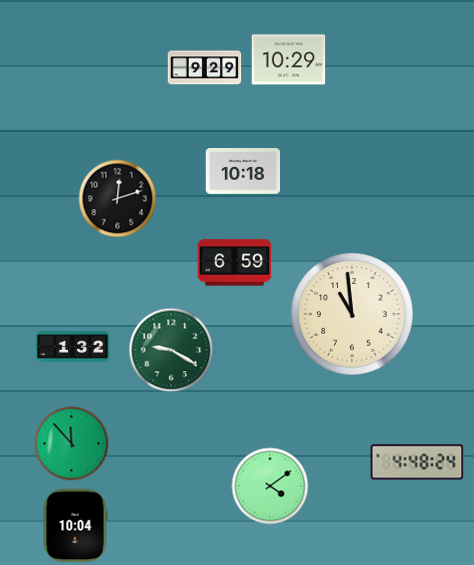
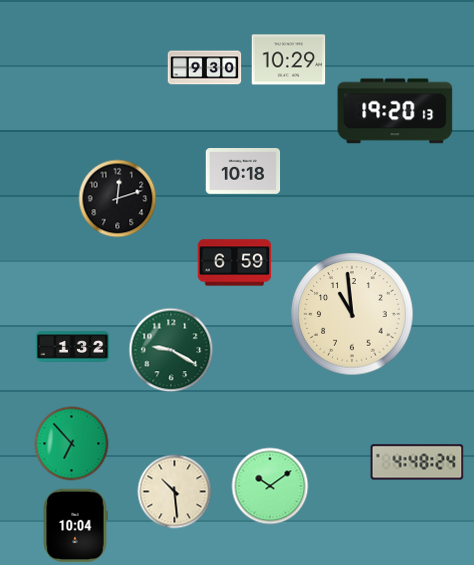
clock at (205, 68): 9:29 -> 9:30
clock at (395, 111): none -> 19:20
clock at (72, 444): 11:53 -> 6:53
clock at (270, 486): 4:09 -> 10:09
clock at (175, 492): none -> 10:29
